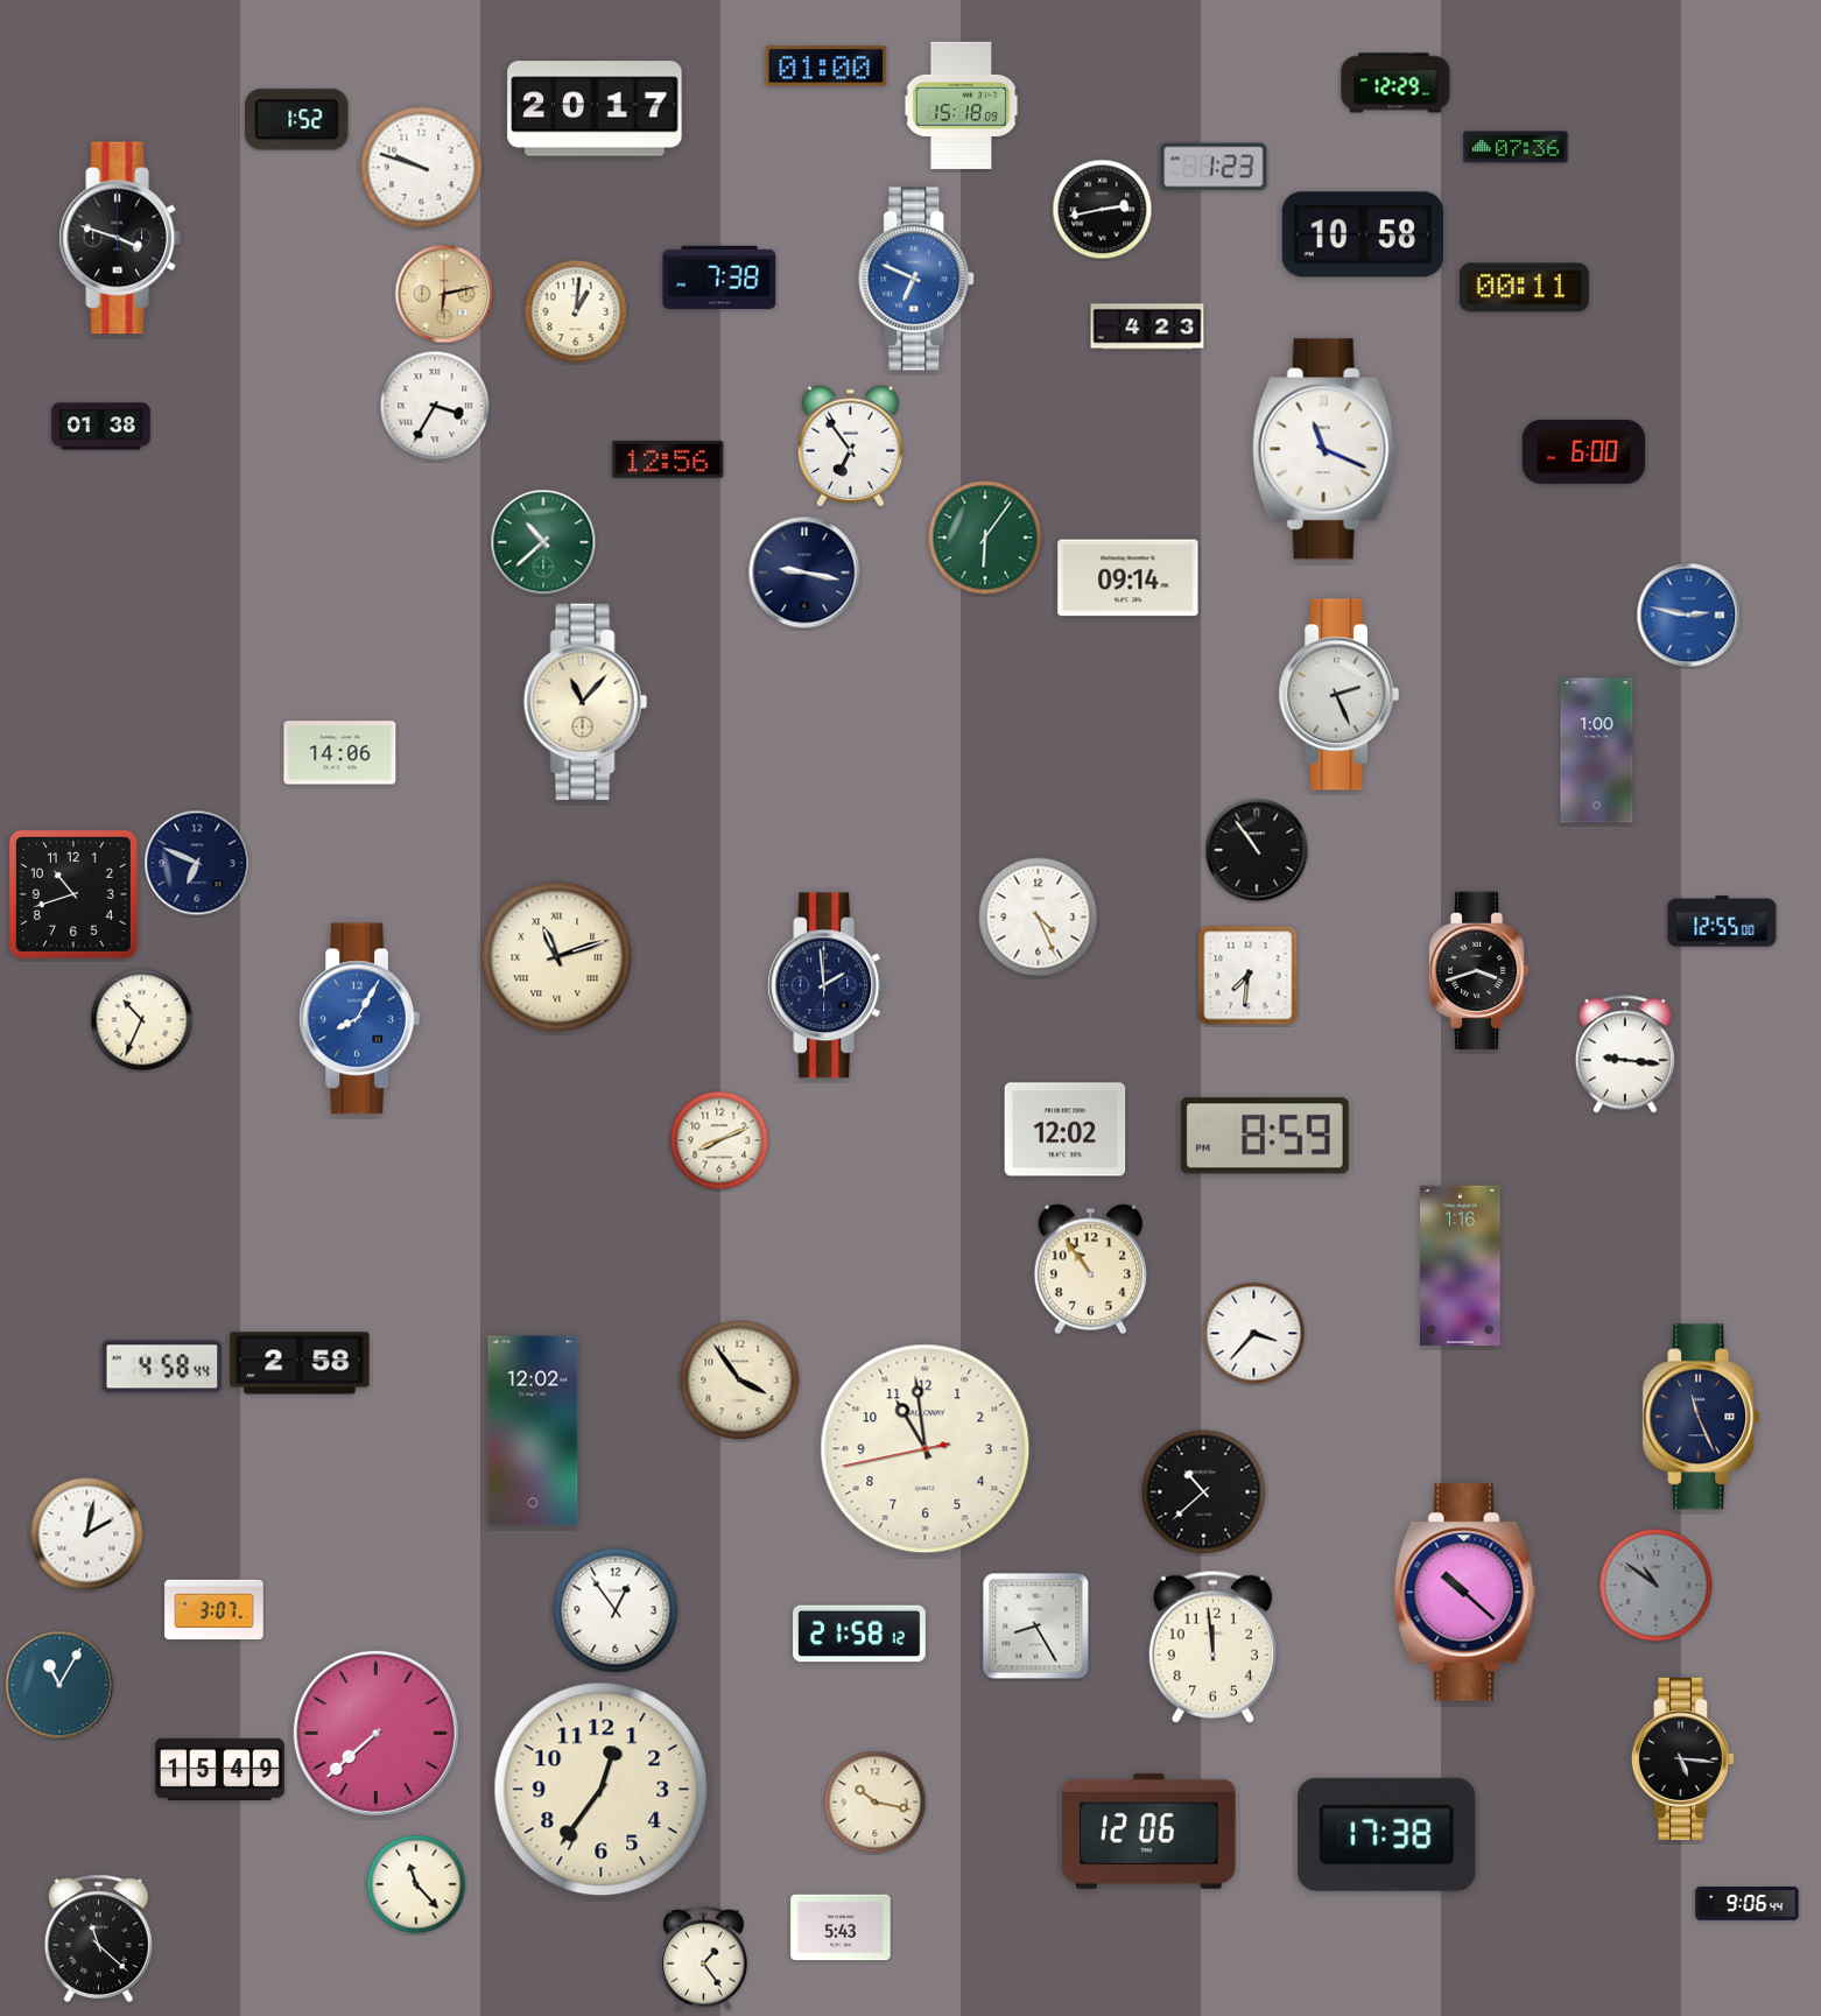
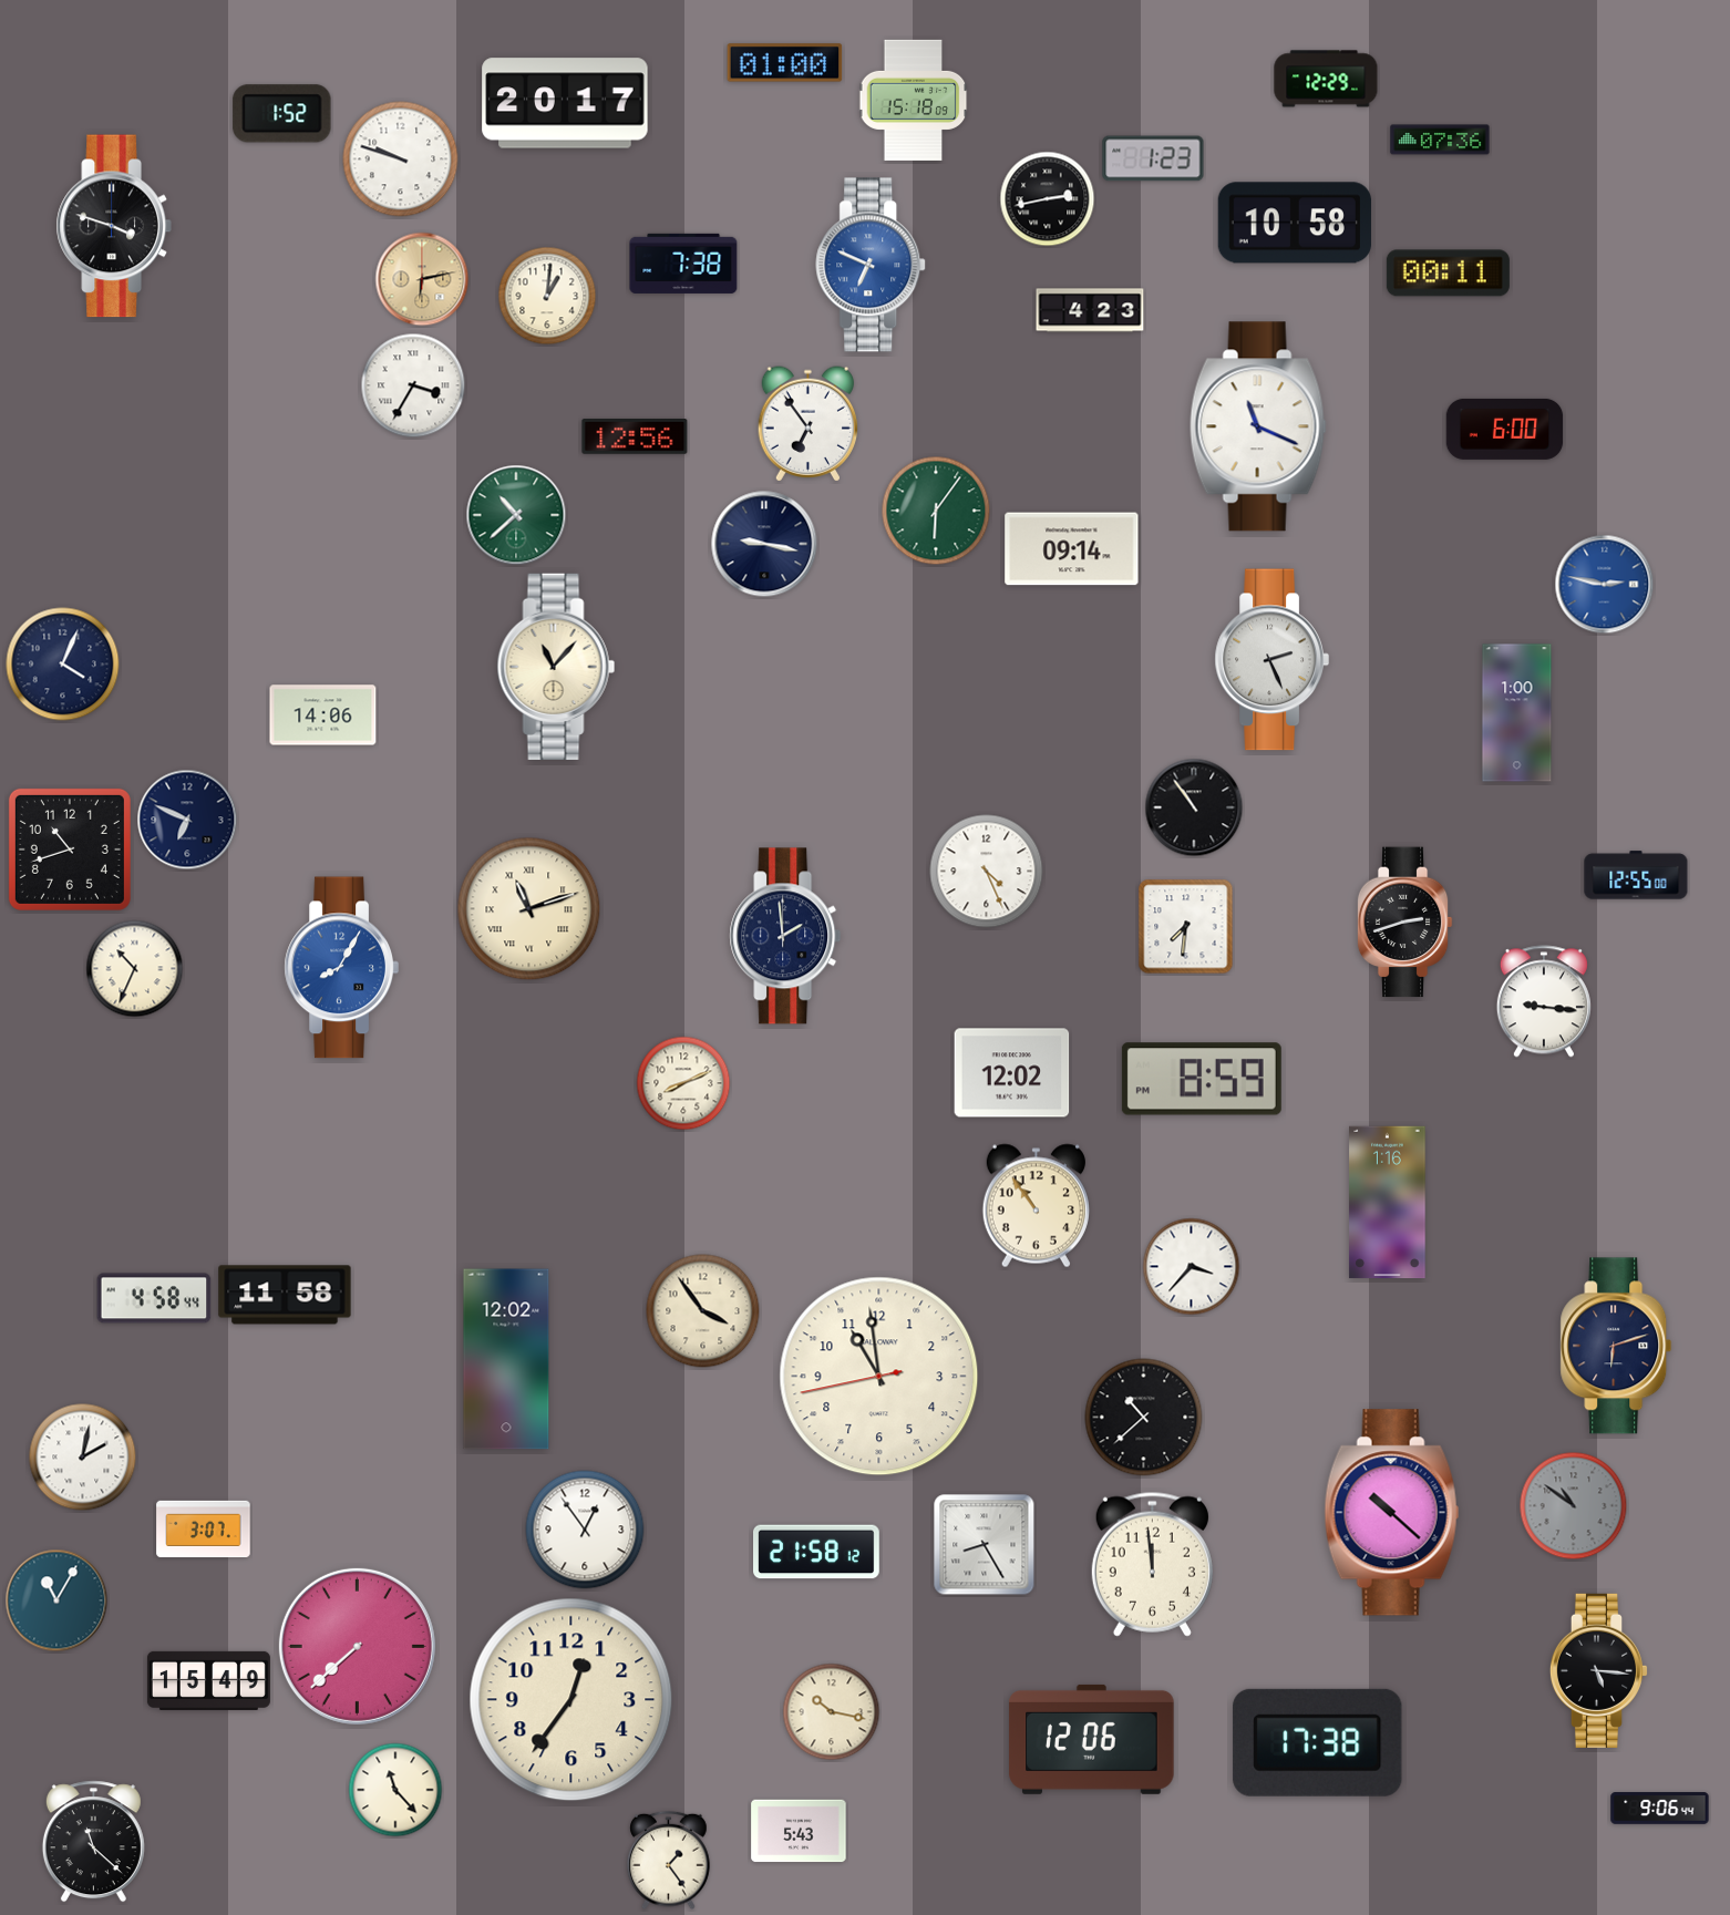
clock at (101, 427): 01:38 -> none
clock at (63, 665): none -> 4:04
clock at (1478, 971): 3:42 -> 2:42
clock at (300, 1363): 2:58 -> 11:58
clock at (1701, 1417): 11:26 -> 6:12
